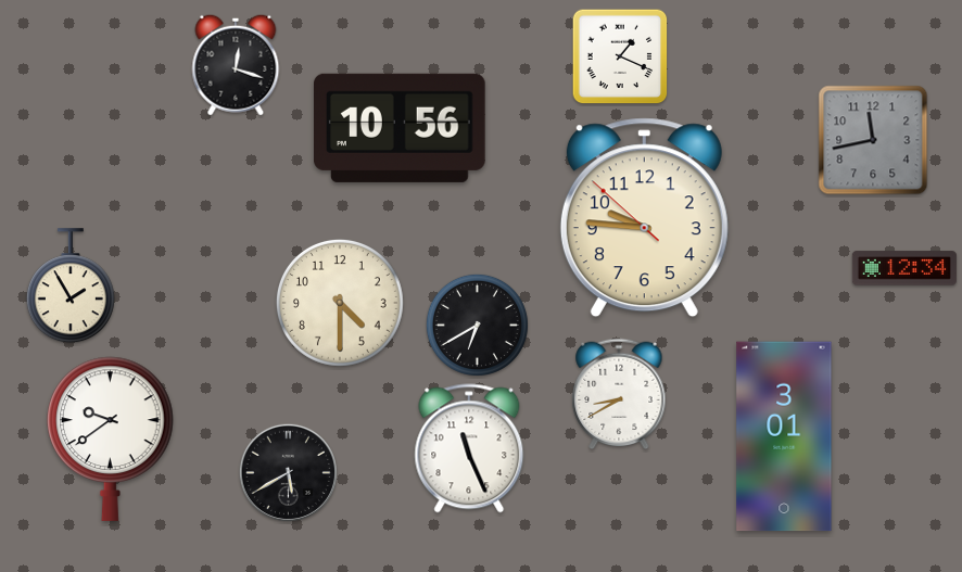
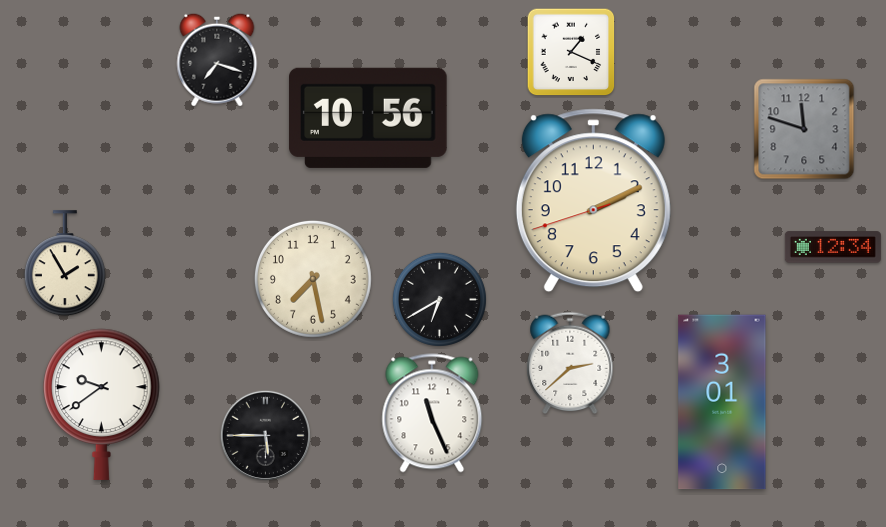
clock at (236, 65): 12:18 -> 7:18
clock at (873, 140): 11:43 -> 11:48
clock at (644, 218): 9:45 -> 2:10
clock at (340, 303): 4:30 -> 7:28
clock at (619, 394): 8:40 -> 2:38
clock at (288, 472): 5:40 -> 5:45
